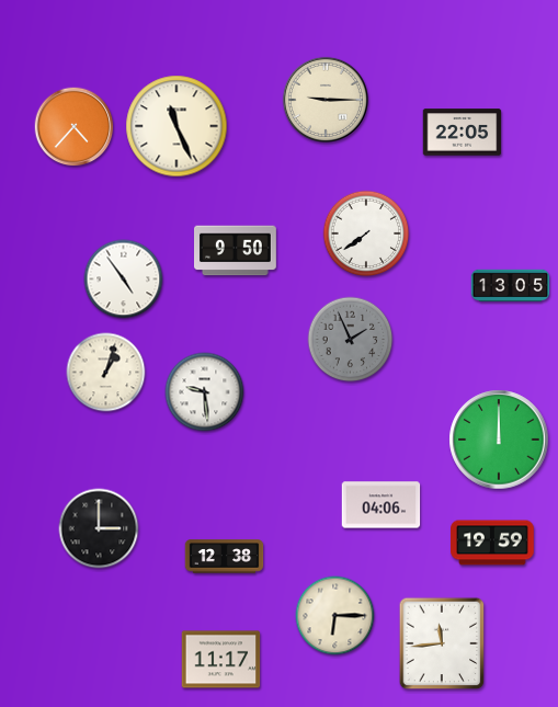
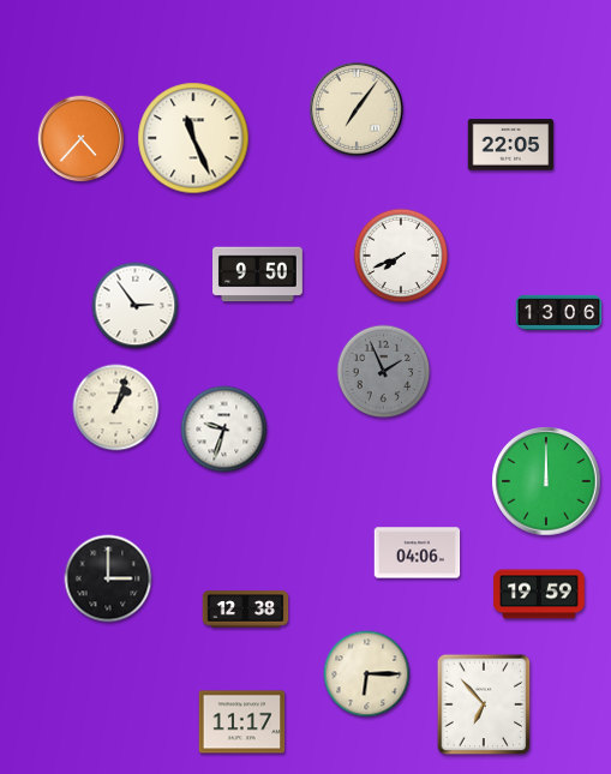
clock at (326, 100): 9:15 -> 7:06
clock at (463, 133) position: (463, 133) -> (511, 145)
clock at (366, 233): 7:39 -> 7:41
clock at (124, 280): 4:54 -> 2:54
clock at (511, 285): 13:05 -> 13:06
clock at (205, 392): 9:29 -> 9:33
clock at (442, 643): 11:44 -> 6:53
